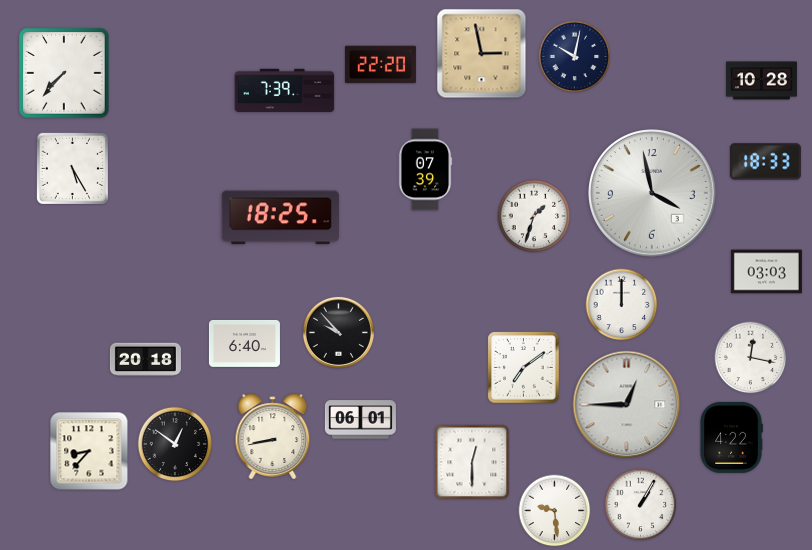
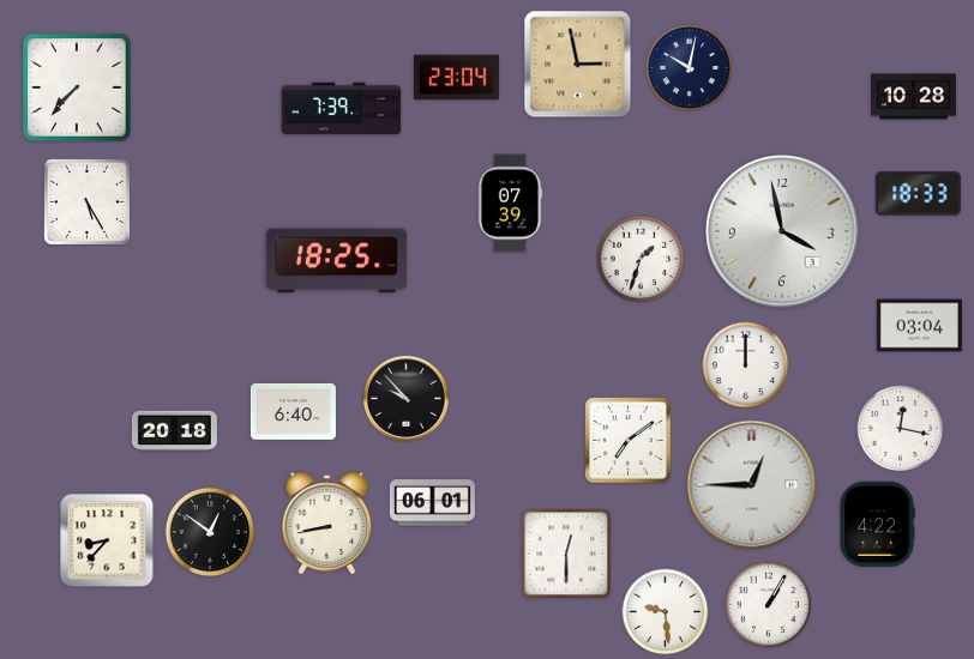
clock at (380, 65): 22:20 -> 23:04
clock at (766, 272): 03:03 -> 03:04
